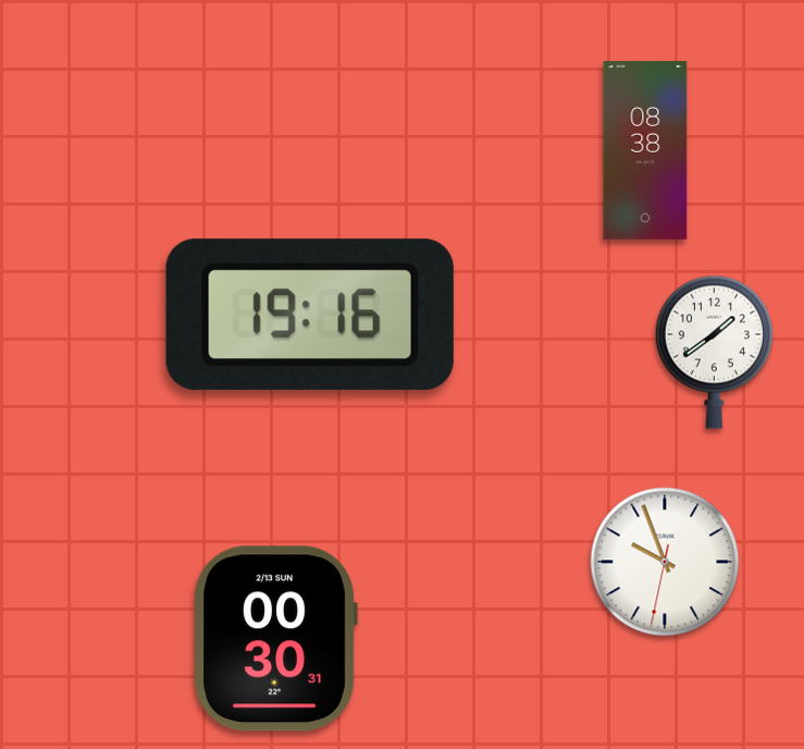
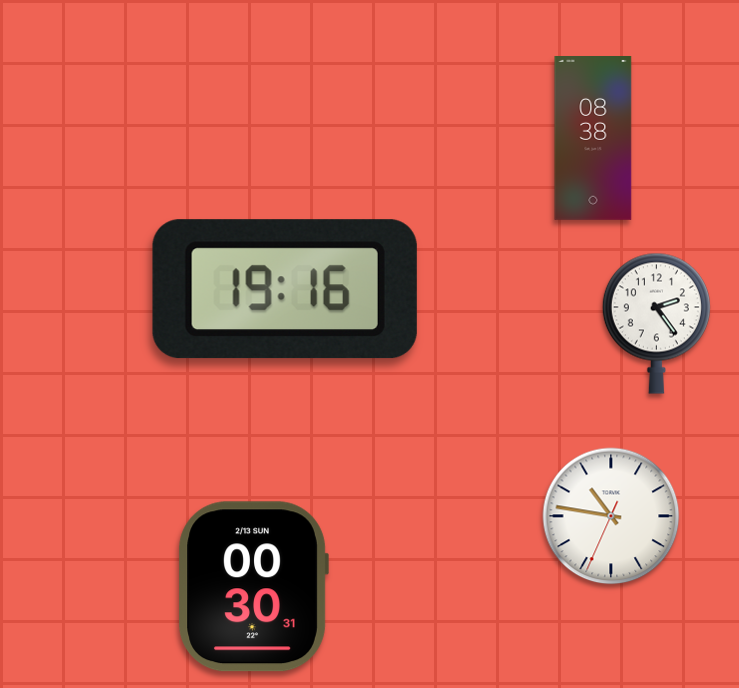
clock at (714, 352): 1:39 -> 2:24
clock at (665, 562): 9:56 -> 10:46
